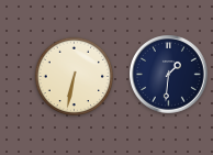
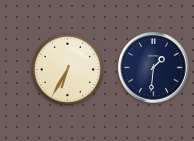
clock at (75, 77): 6:32 -> 6:35
